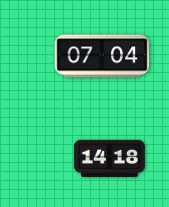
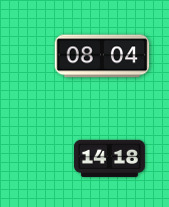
clock at (102, 56): 07:04 -> 08:04
